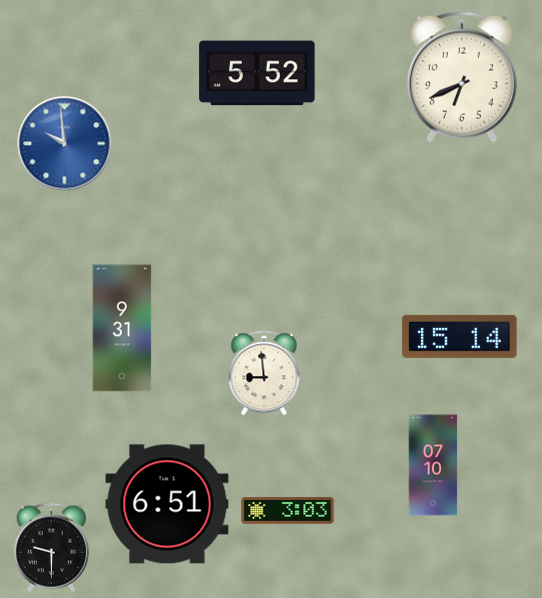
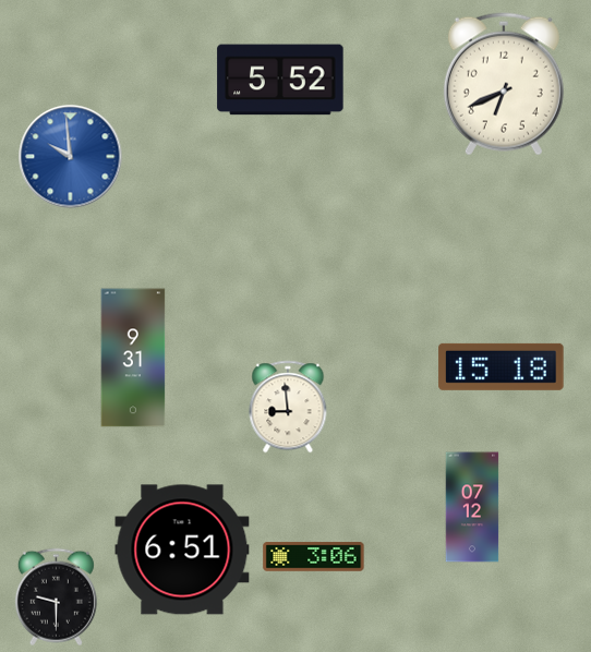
clock at (460, 336): 15:14 -> 15:18
clock at (433, 465): 07:10 -> 07:12
clock at (288, 511): 3:03 -> 3:06
